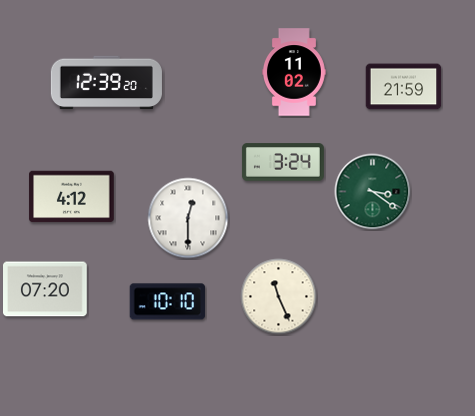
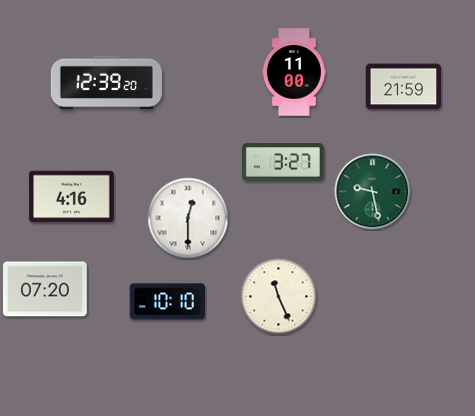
clock at (294, 72): 11:02 -> 11:00
clock at (283, 162): 3:24 -> 3:27
clock at (373, 192): 3:21 -> 9:28
clock at (72, 197): 4:12 -> 4:16
